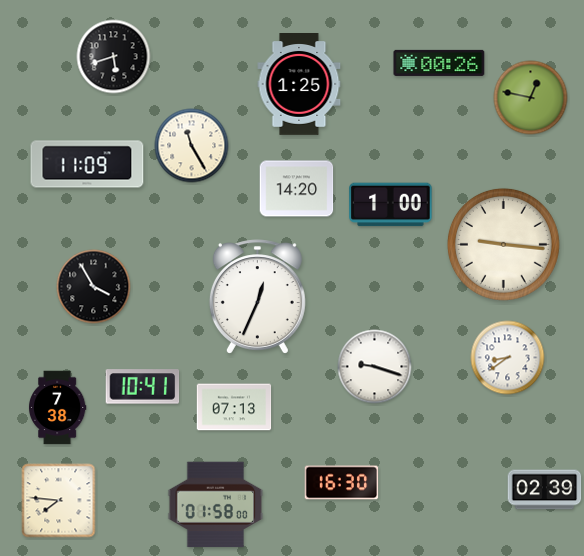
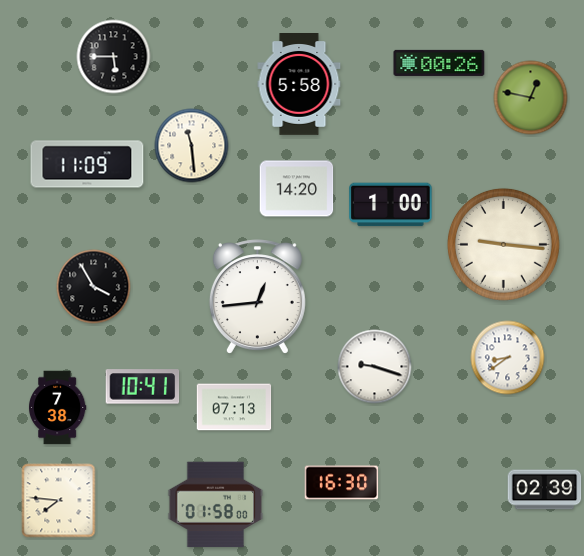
clock at (114, 57): 5:42 -> 5:45
clock at (299, 85): 1:25 -> 5:58
clock at (192, 146): 11:25 -> 11:29
clock at (257, 297): 12:34 -> 12:44
